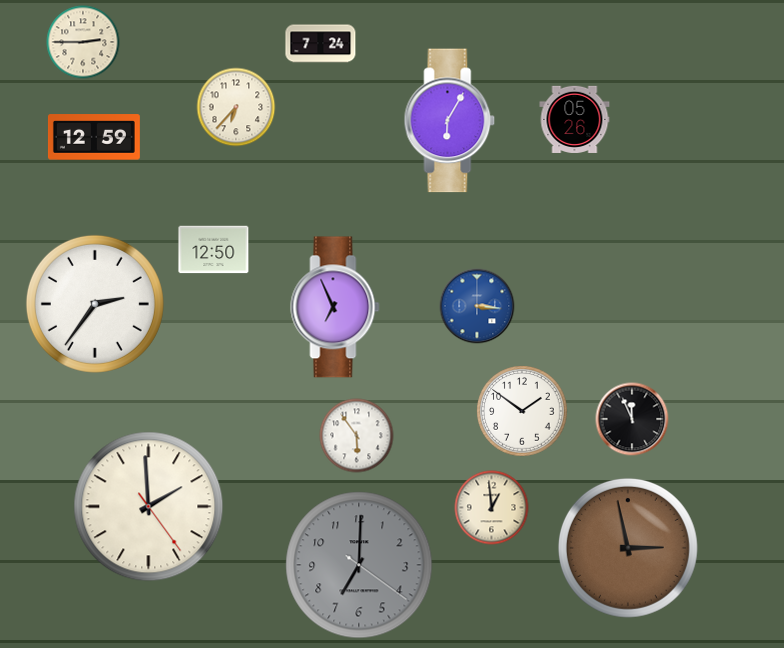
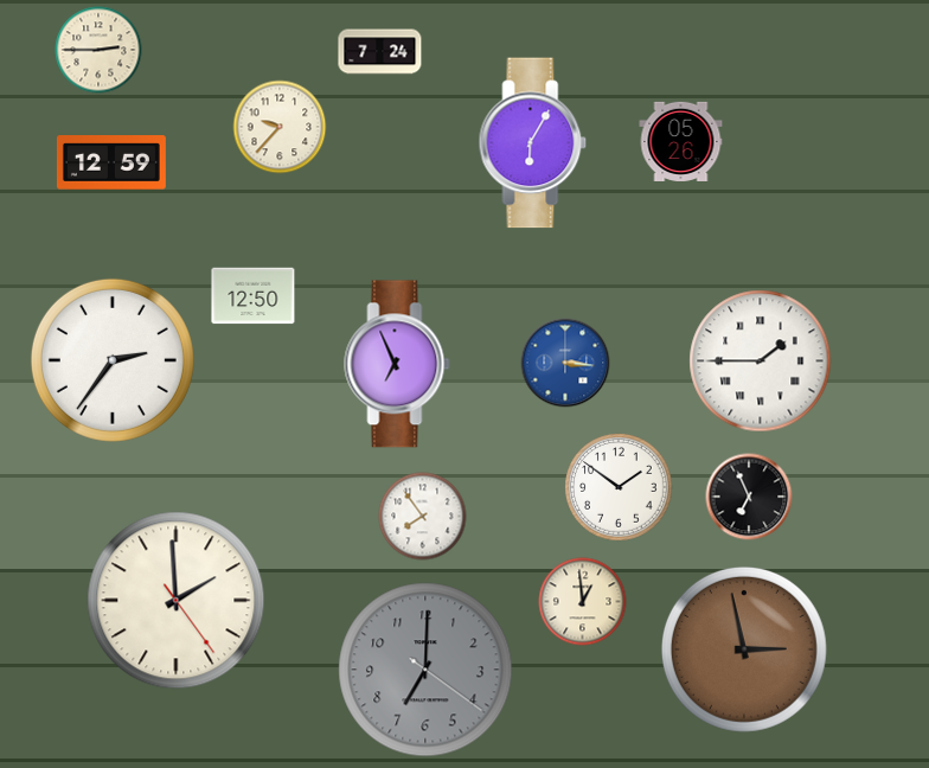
clock at (236, 107): 6:37 -> 9:37
clock at (761, 361): none -> 1:45
clock at (632, 419): 11:56 -> 6:56
clock at (357, 436): 5:54 -> 7:54
